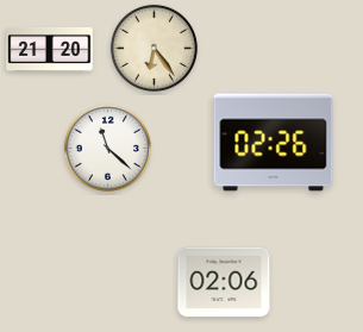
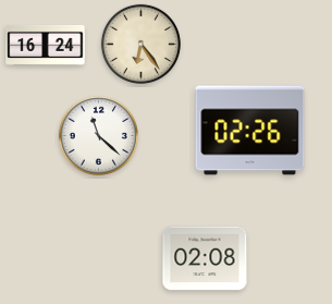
clock at (50, 49): 21:20 -> 16:24
clock at (224, 282): 02:06 -> 02:08
